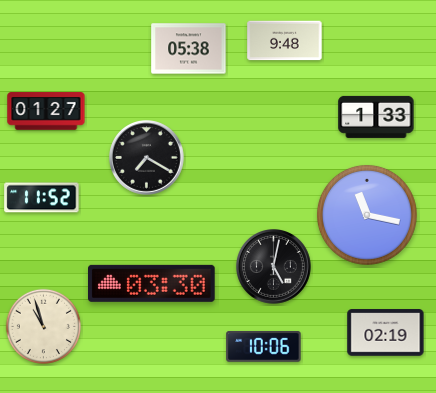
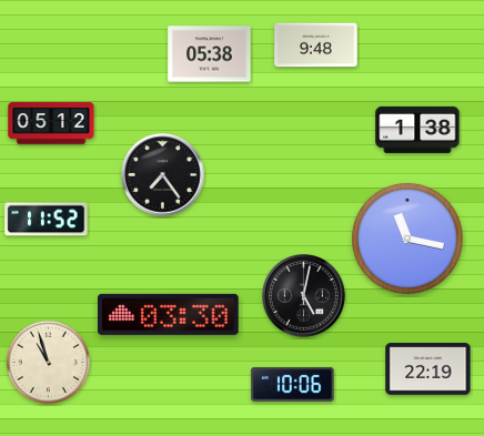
clock at (46, 111): 01:27 -> 05:12
clock at (376, 117): 1:33 -> 1:38
clock at (147, 158): 7:20 -> 7:24
clock at (386, 333): 02:19 -> 22:19
